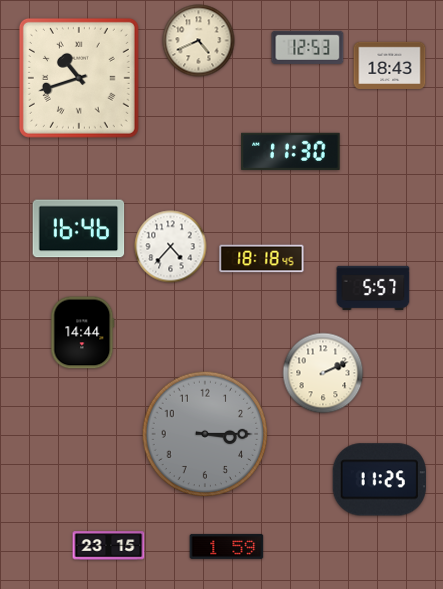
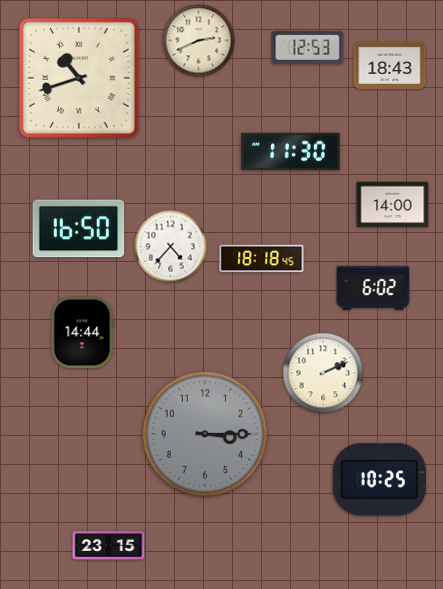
clock at (199, 41): 4:41 -> 2:41
clock at (393, 205): none -> 14:00
clock at (79, 229): 16:46 -> 16:50
clock at (373, 288): 5:57 -> 6:02
clock at (379, 480): 11:25 -> 10:25
clock at (227, 546): 1:59 -> none
